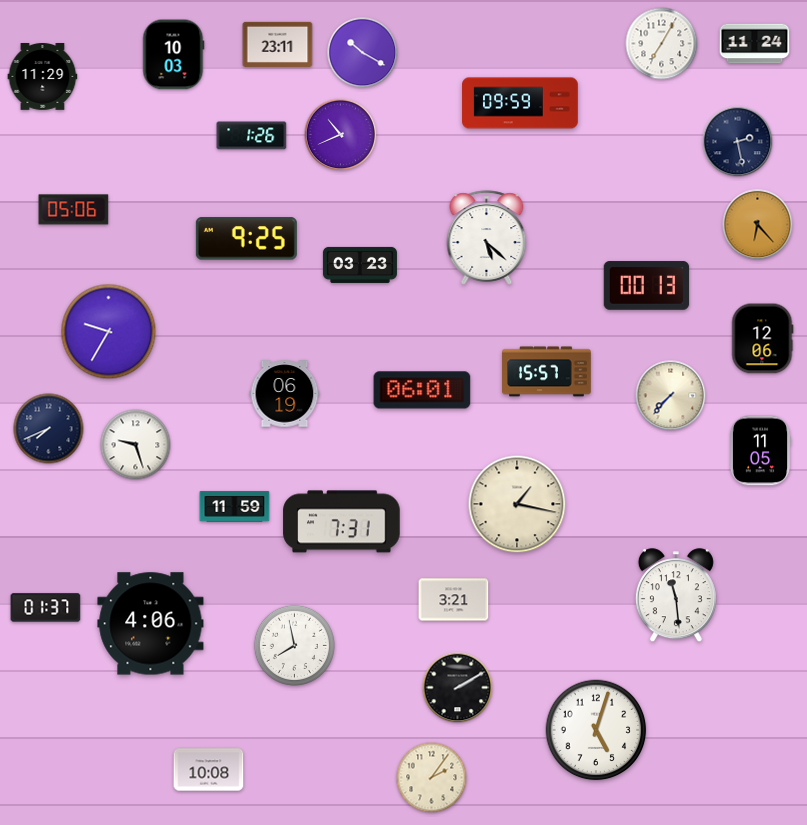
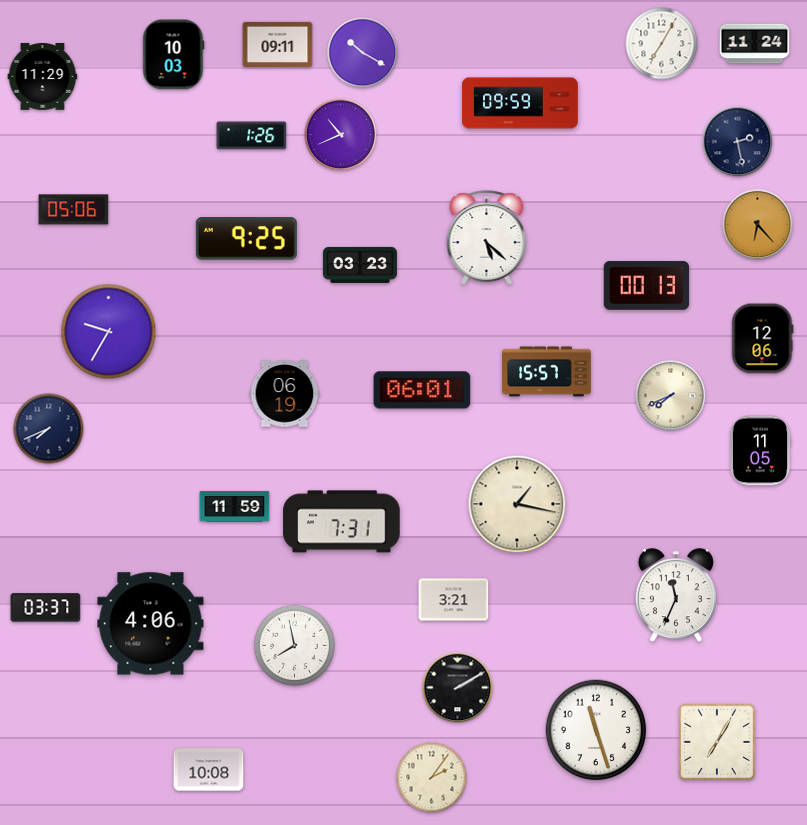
clock at (278, 44): 23:11 -> 09:11
clock at (671, 396): 7:37 -> 7:41
clock at (136, 445): 9:27 -> none
clock at (676, 596): 11:29 -> 11:34
clock at (46, 608): 01:37 -> 03:37
clock at (596, 730): 5:03 -> 11:27
clock at (717, 742): none -> 7:05
